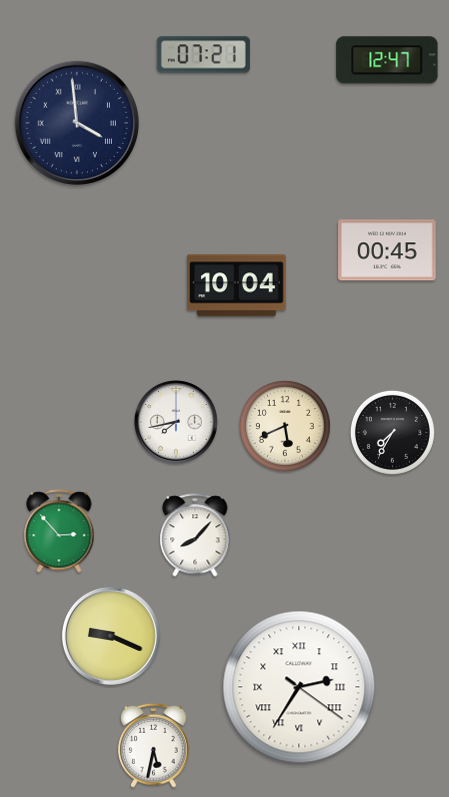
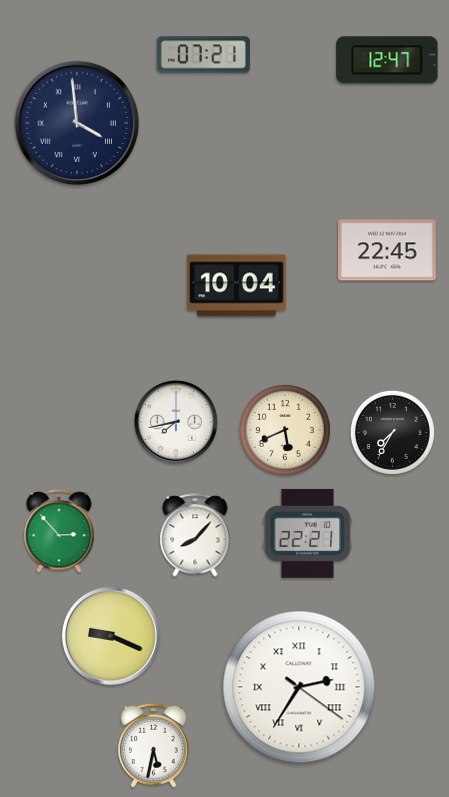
clock at (387, 250): 00:45 -> 22:45
clock at (285, 426) position: (285, 426) -> (285, 430)
clock at (308, 533): none -> 22:21
